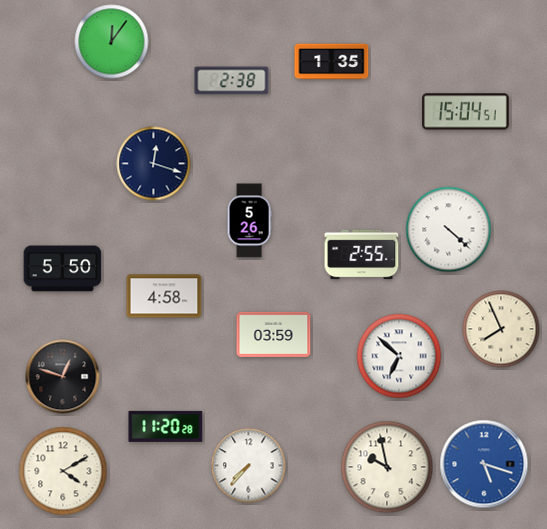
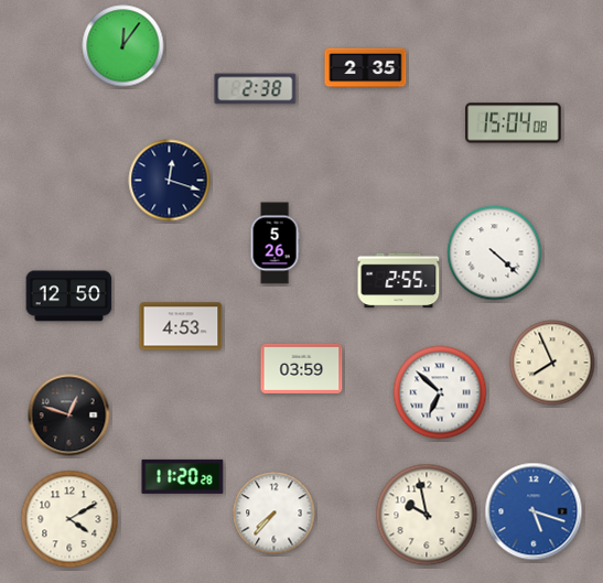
clock at (332, 62): 1:35 -> 2:35
clock at (466, 112): 15:04:51 -> 15:04:08
clock at (63, 269): 5:50 -> 12:50
clock at (164, 296): 4:58 -> 4:53
clock at (166, 426) position: (166, 426) -> (183, 476)
